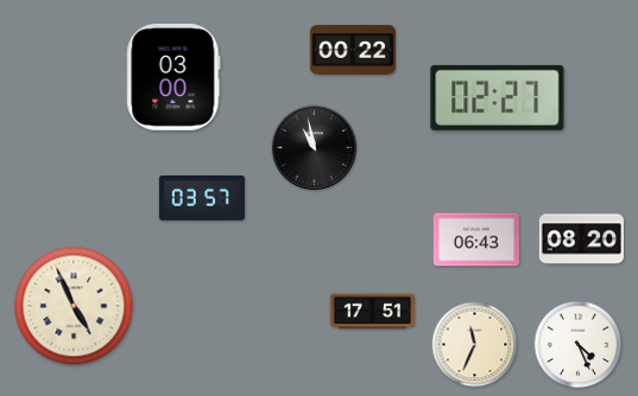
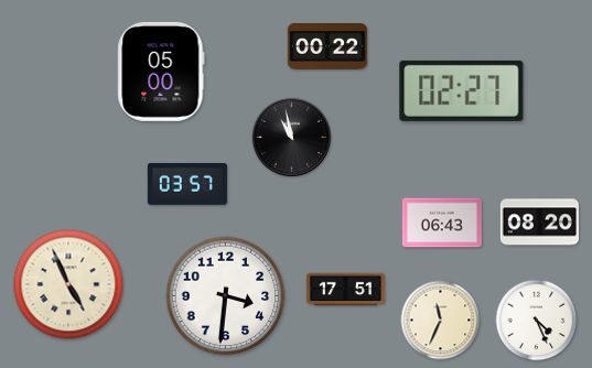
clock at (173, 77): 03:00 -> 05:00
clock at (226, 296): none -> 3:31
